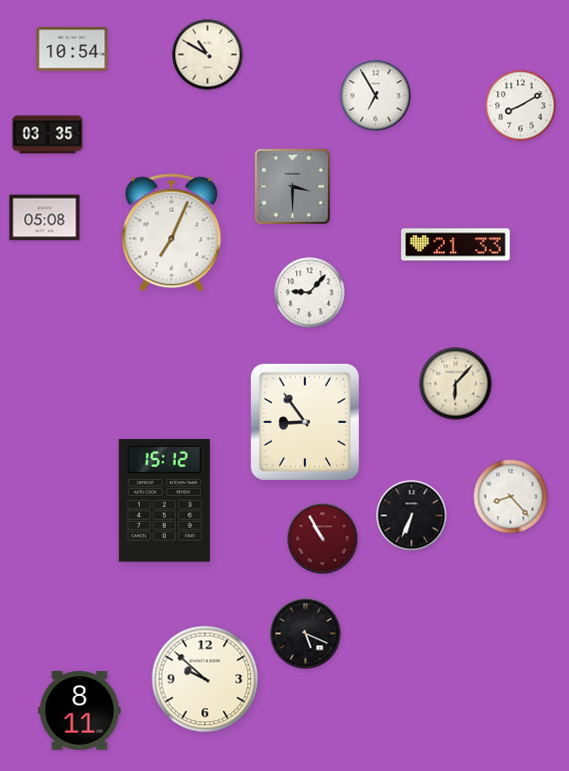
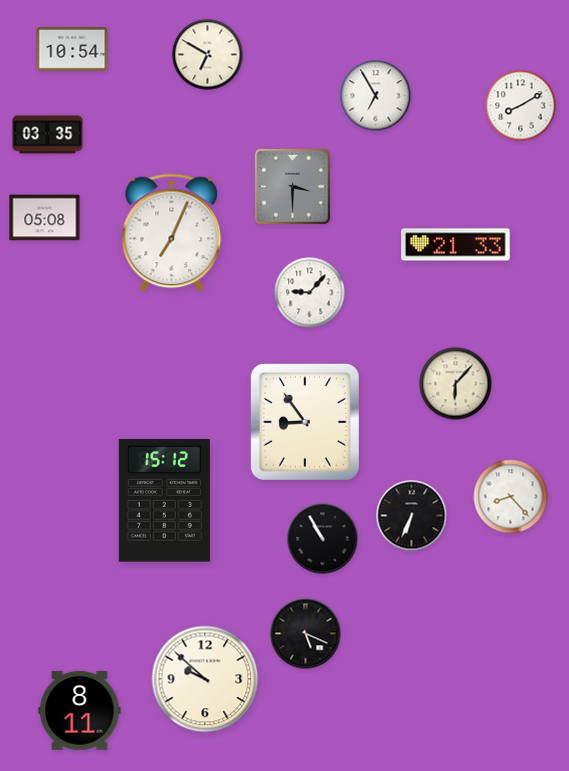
clock at (208, 55): 10:50 -> 6:50
clock at (323, 539) dial: burgundy -> black
